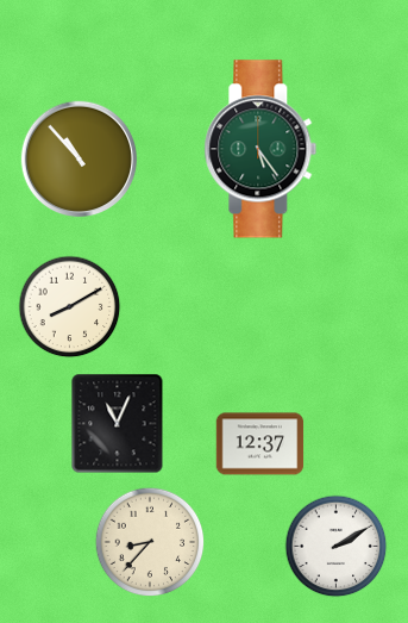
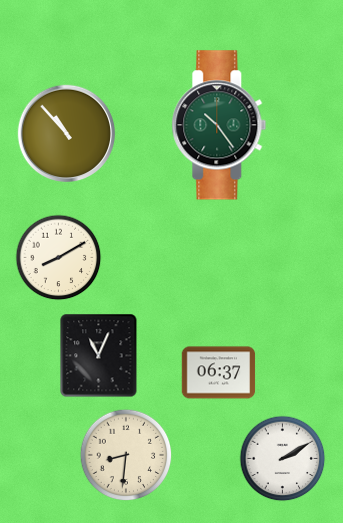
clock at (261, 149): 5:24 -> 10:24
clock at (261, 444): 12:37 -> 06:37
clock at (150, 542): 8:37 -> 8:31
